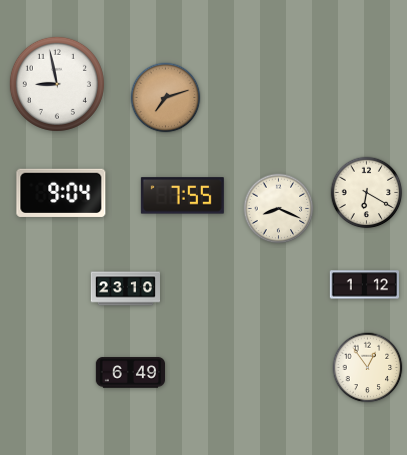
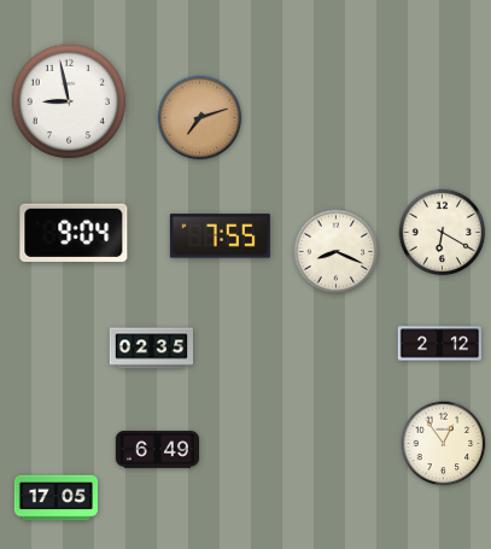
clock at (364, 285): 1:12 -> 2:12
clock at (125, 289): 23:10 -> 02:35
clock at (57, 498): none -> 17:05
